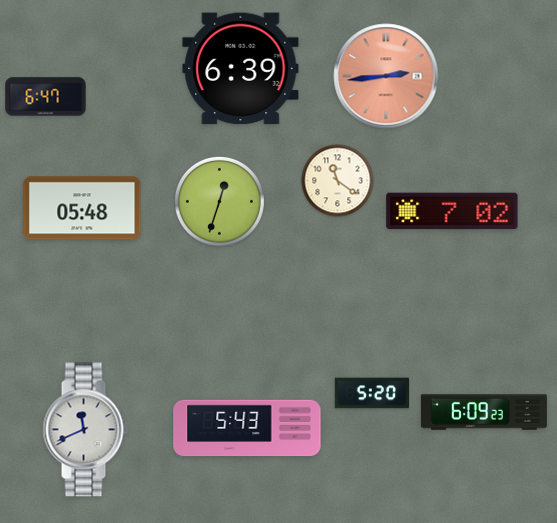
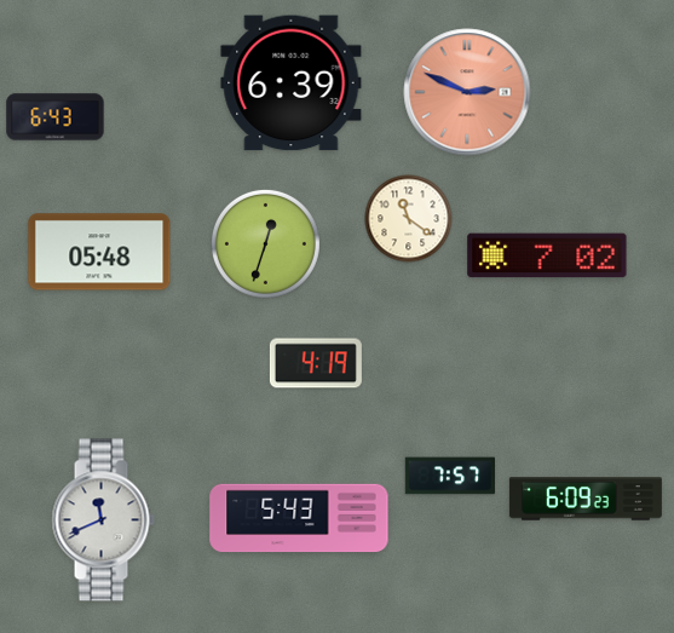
clock at (386, 76): 2:44 -> 2:49
clock at (46, 97): 6:47 -> 6:43
clock at (316, 363): none -> 4:19
clock at (371, 393): 5:20 -> 7:57
